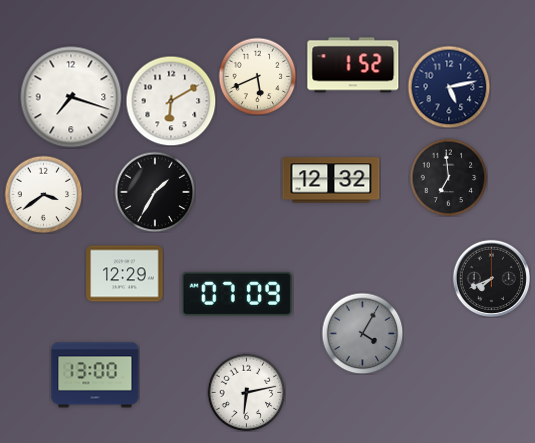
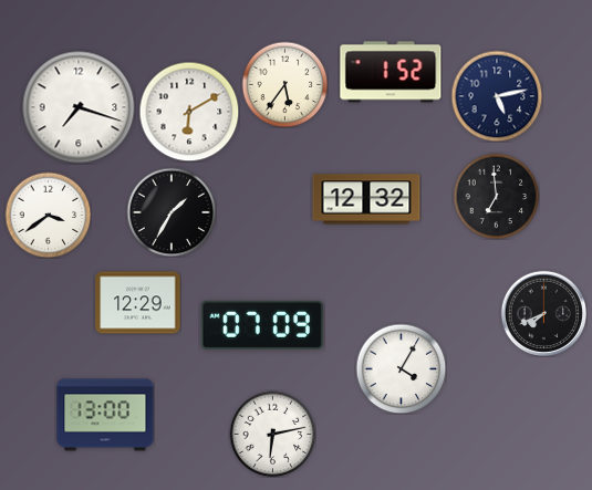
clock at (257, 76): 5:41 -> 5:36
clock at (491, 278) position: (491, 278) -> (543, 313)
clock at (362, 333) dial: grey -> white
